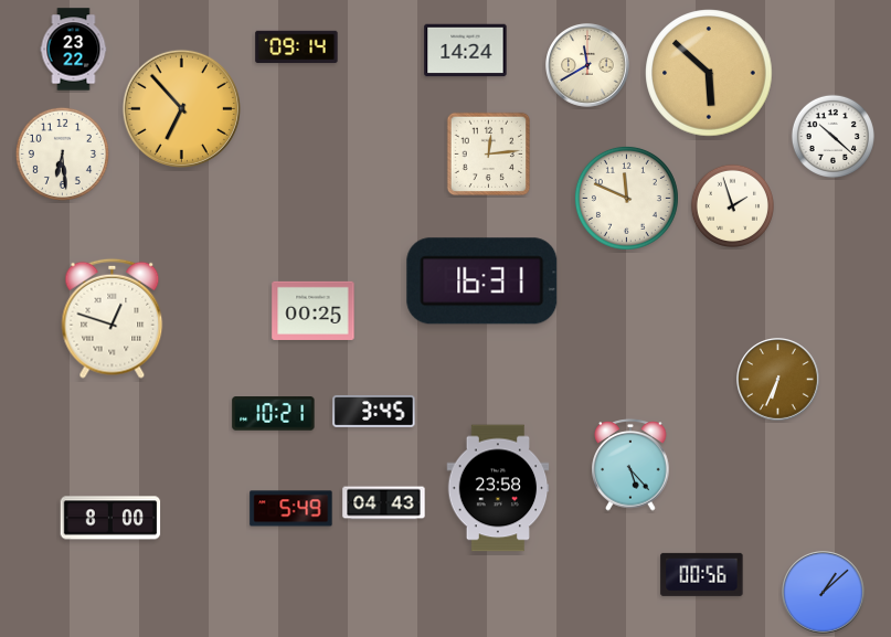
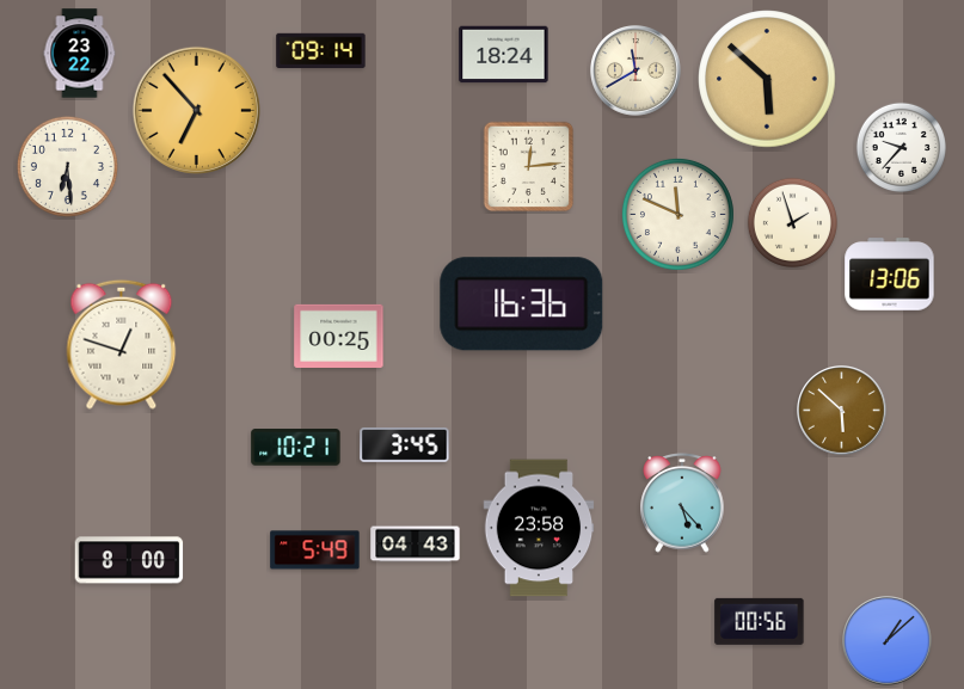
clock at (466, 51): 14:24 -> 18:24
clock at (181, 108) position: (181, 108) -> (196, 110)
clock at (832, 136): 10:22 -> 9:37
clock at (890, 275): none -> 13:06
clock at (482, 282): 16:31 -> 16:36
clock at (778, 380): 6:34 -> 5:52
clock at (110, 518) position: (110, 518) -> (129, 560)
clock at (824, 593) position: (824, 593) -> (888, 641)
